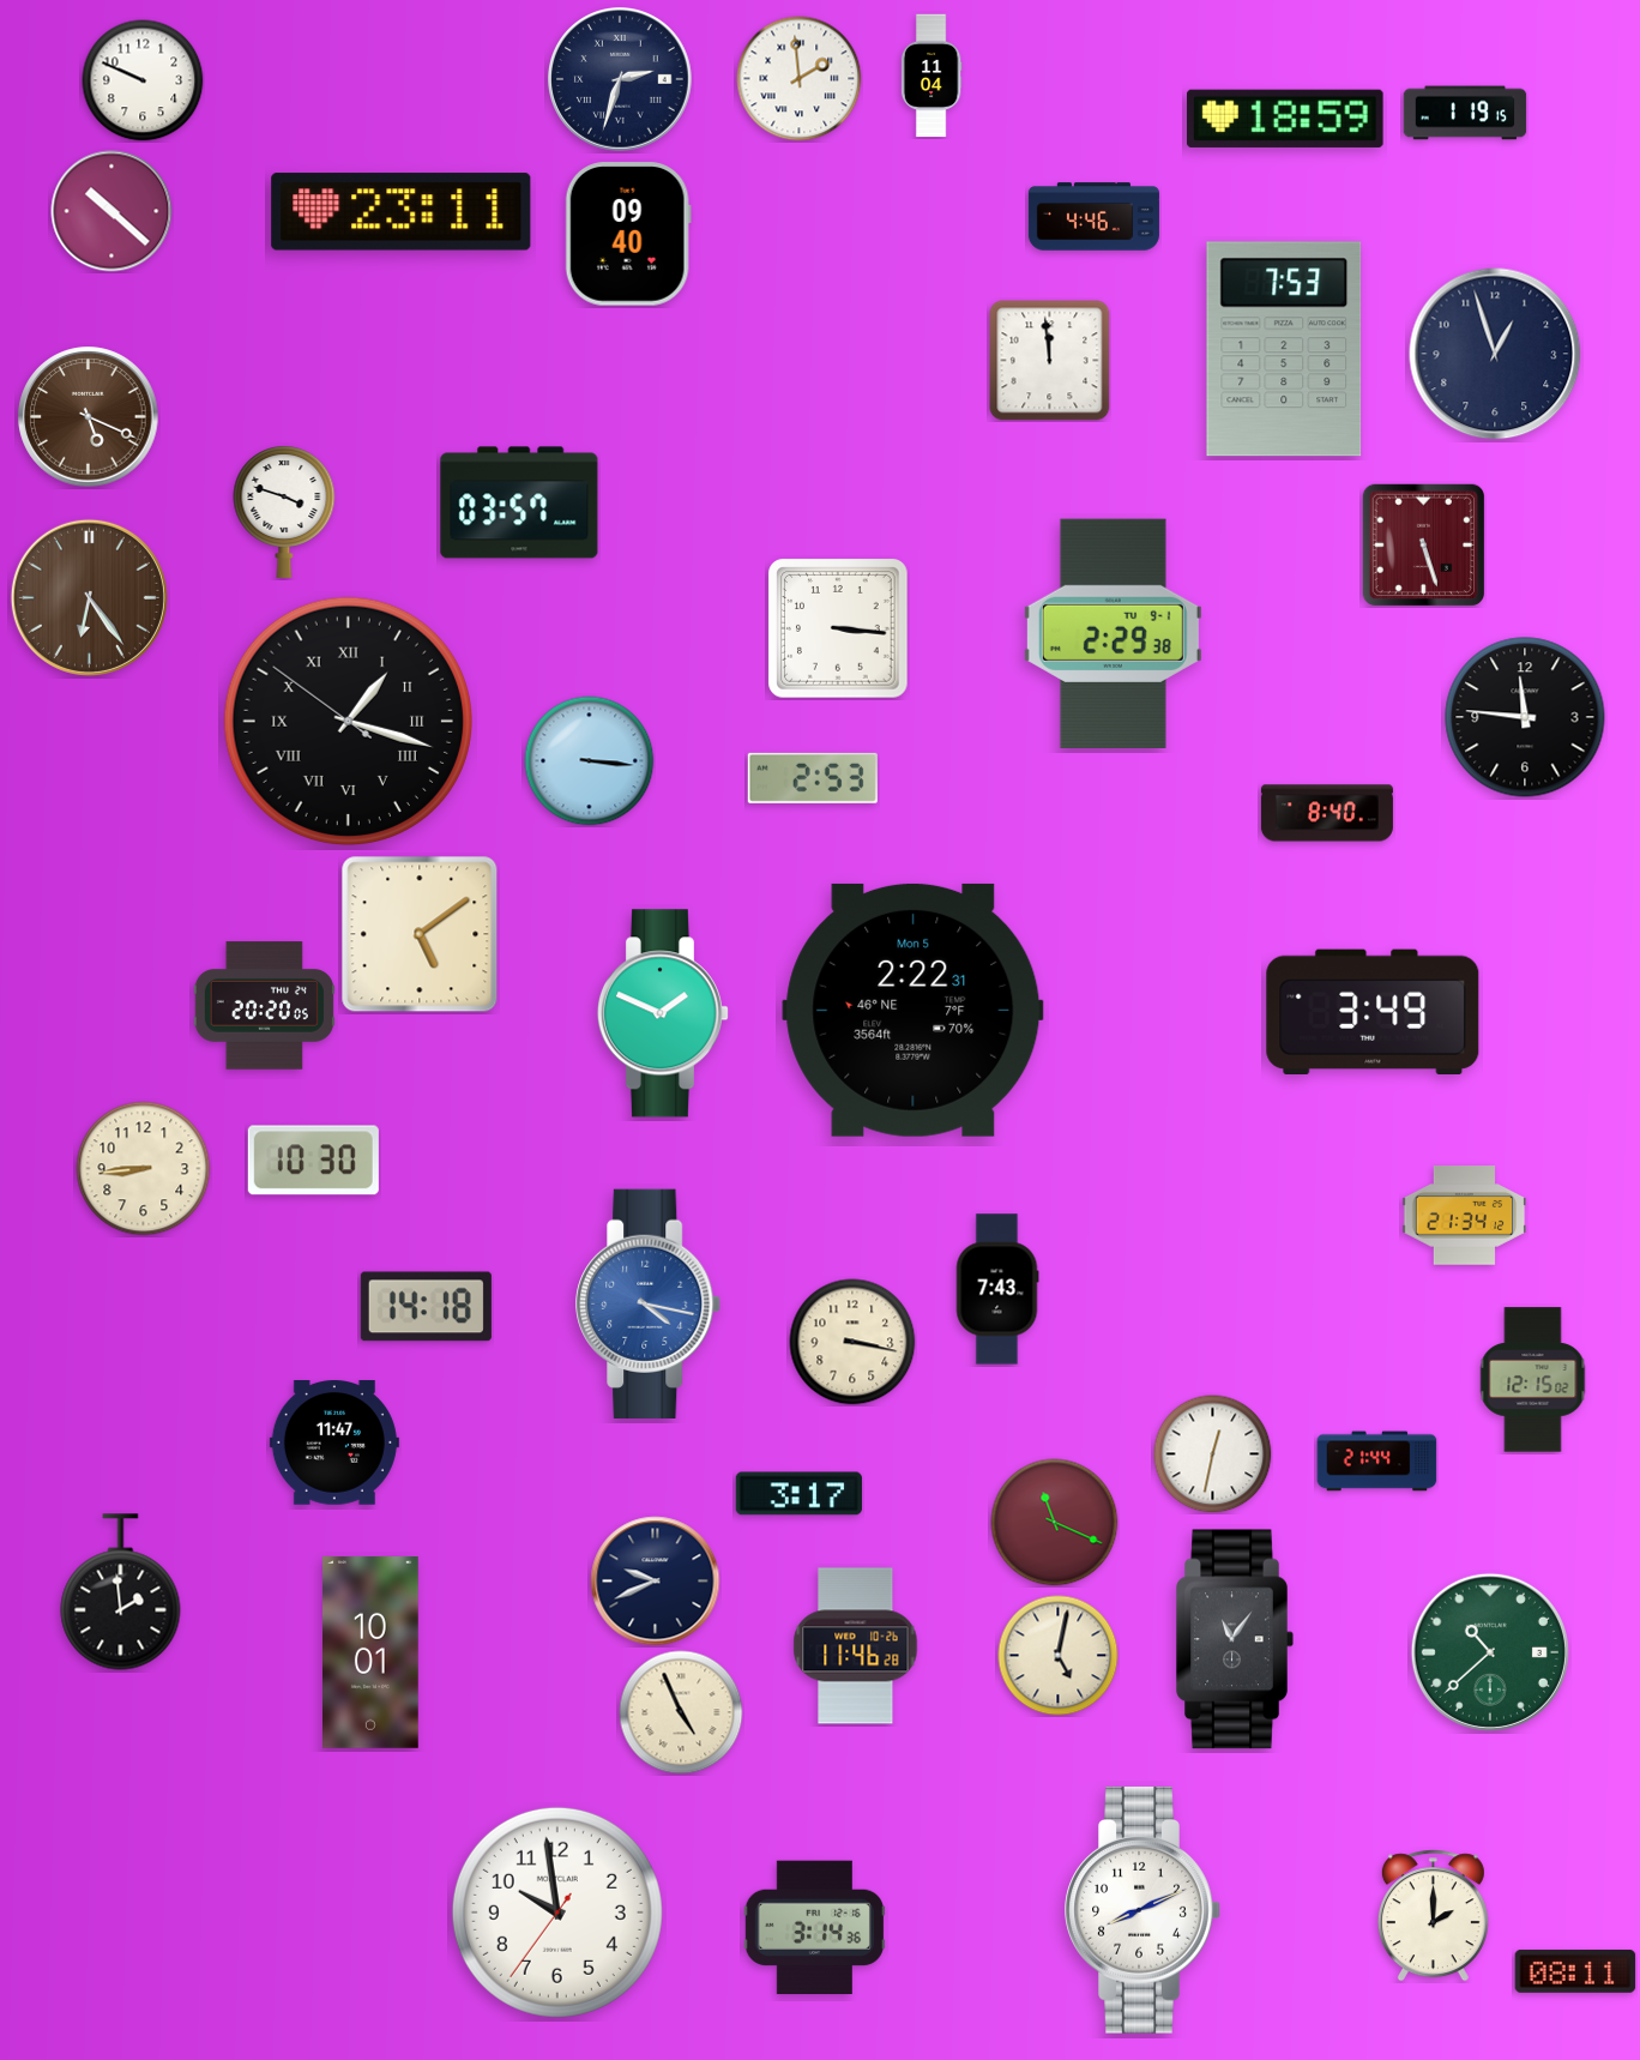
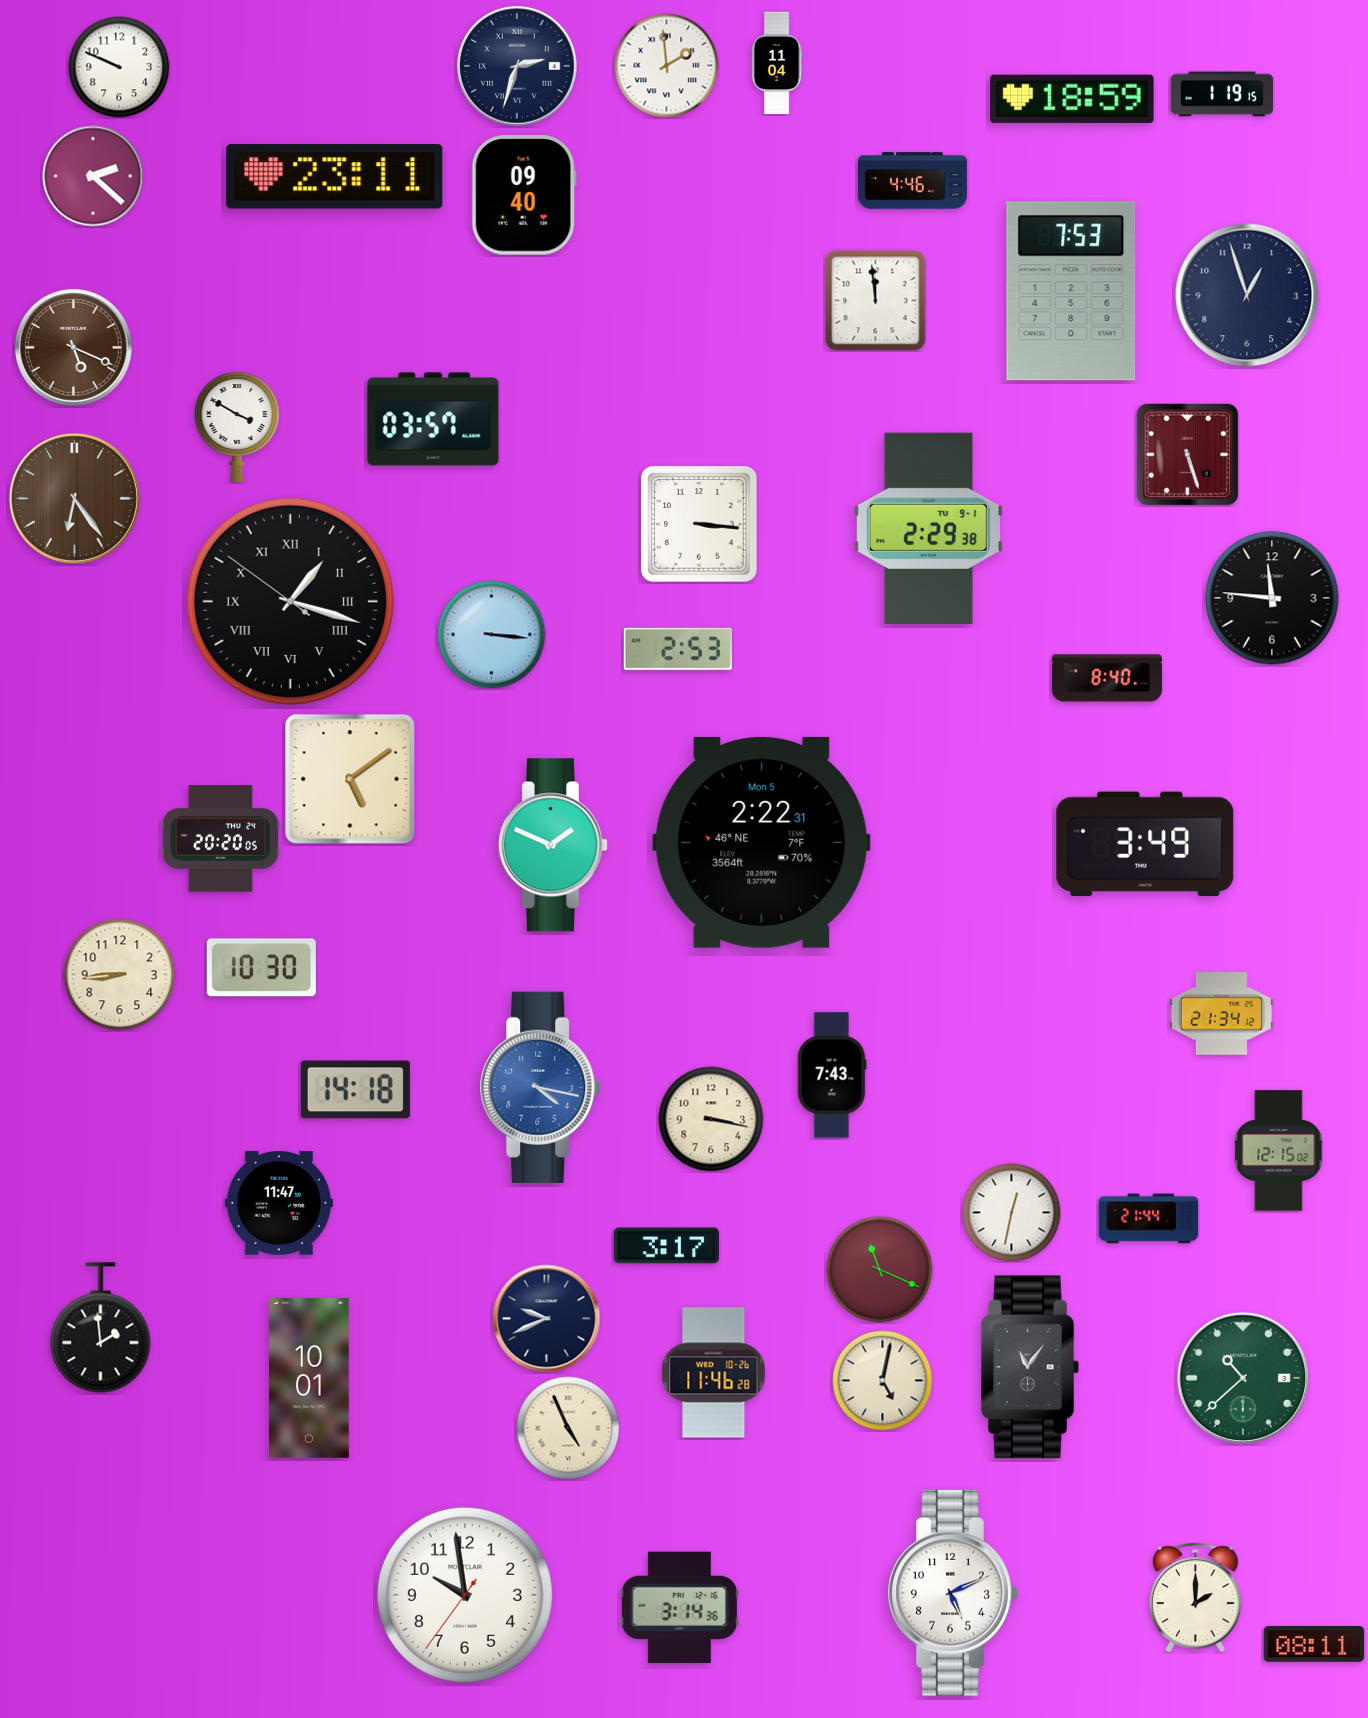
clock at (111, 211): 10:22 -> 2:22
clock at (284, 512): 3:48 -> 3:50
clock at (1142, 1910): 8:11 -> 5:11
